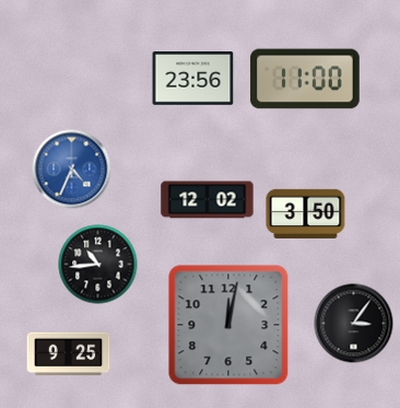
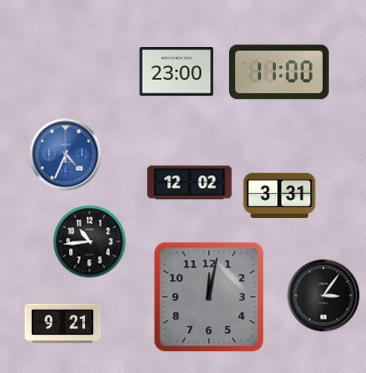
clock at (193, 79): 23:56 -> 23:00
clock at (306, 213): 3:50 -> 3:31
clock at (69, 354): 9:25 -> 9:21
